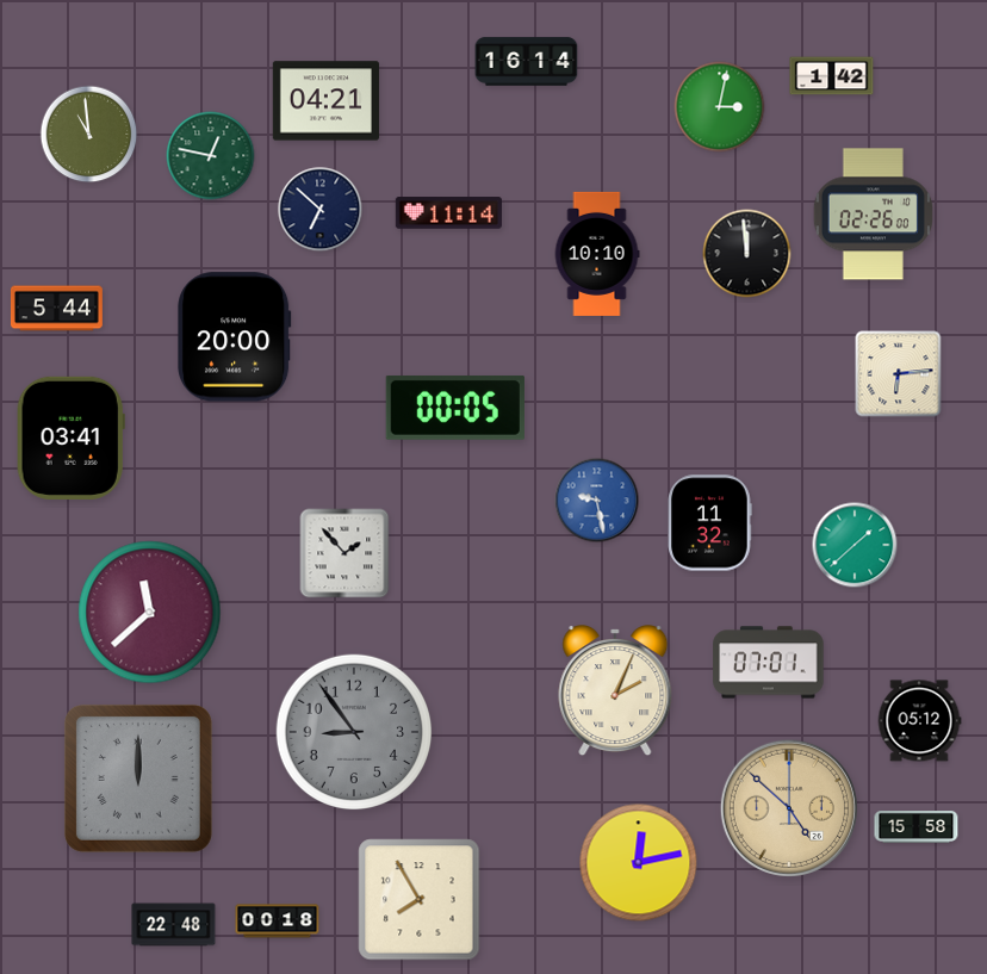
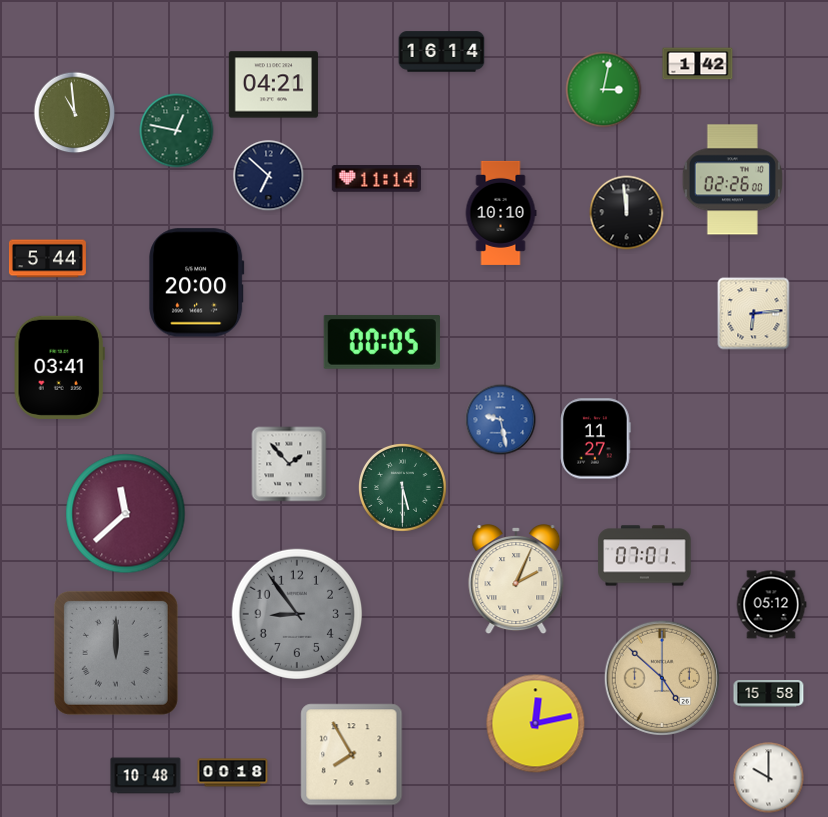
clock at (709, 523): 11:32 -> 11:27
clock at (855, 545): 1:38 -> none
clock at (403, 488): none -> 5:30
clock at (174, 925): 22:48 -> 10:48
clock at (769, 778): none -> 10:00
